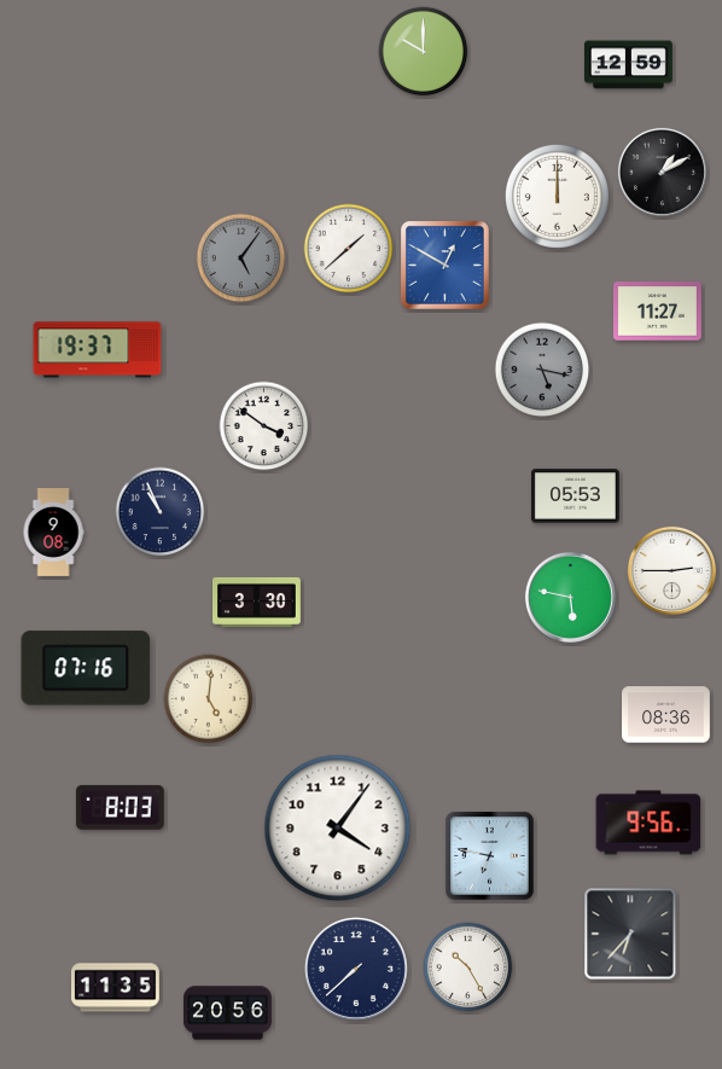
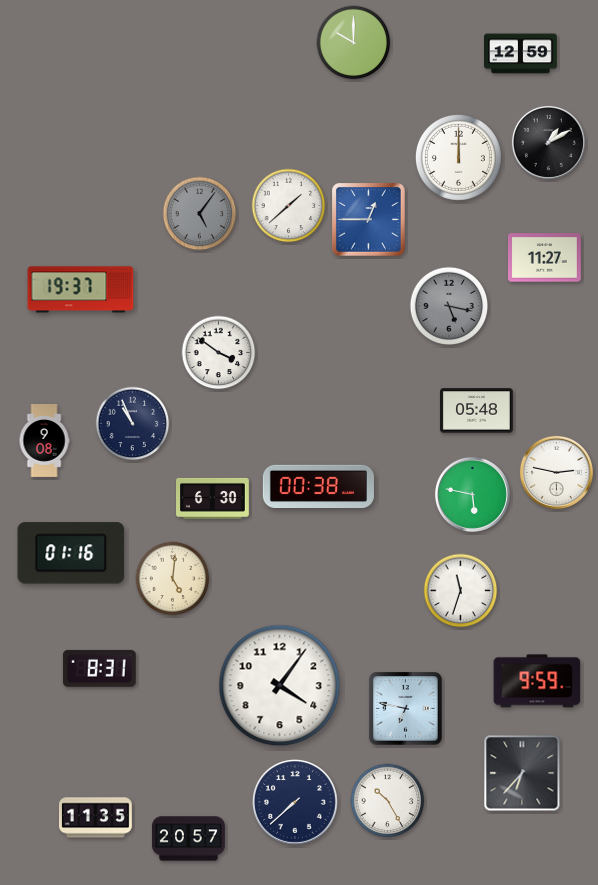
clock at (424, 52) position: (424, 52) -> (354, 43)
clock at (557, 196) position: (557, 196) -> (458, 157)
clock at (446, 266): 12:50 -> 12:45
clock at (576, 496): 05:53 -> 05:48
clock at (671, 570): 2:45 -> 2:47
clock at (318, 487): none -> 00:38
clock at (257, 602): 3:30 -> 6:30
clock at (86, 668): 07:16 -> 01:16
clock at (461, 591): none -> 11:33
clock at (666, 715): 08:36 -> none
clock at (120, 807): 8:03 -> 8:31
clock at (648, 823): 9:56 -> 9:59
clock at (228, 1013): 20:56 -> 20:57
